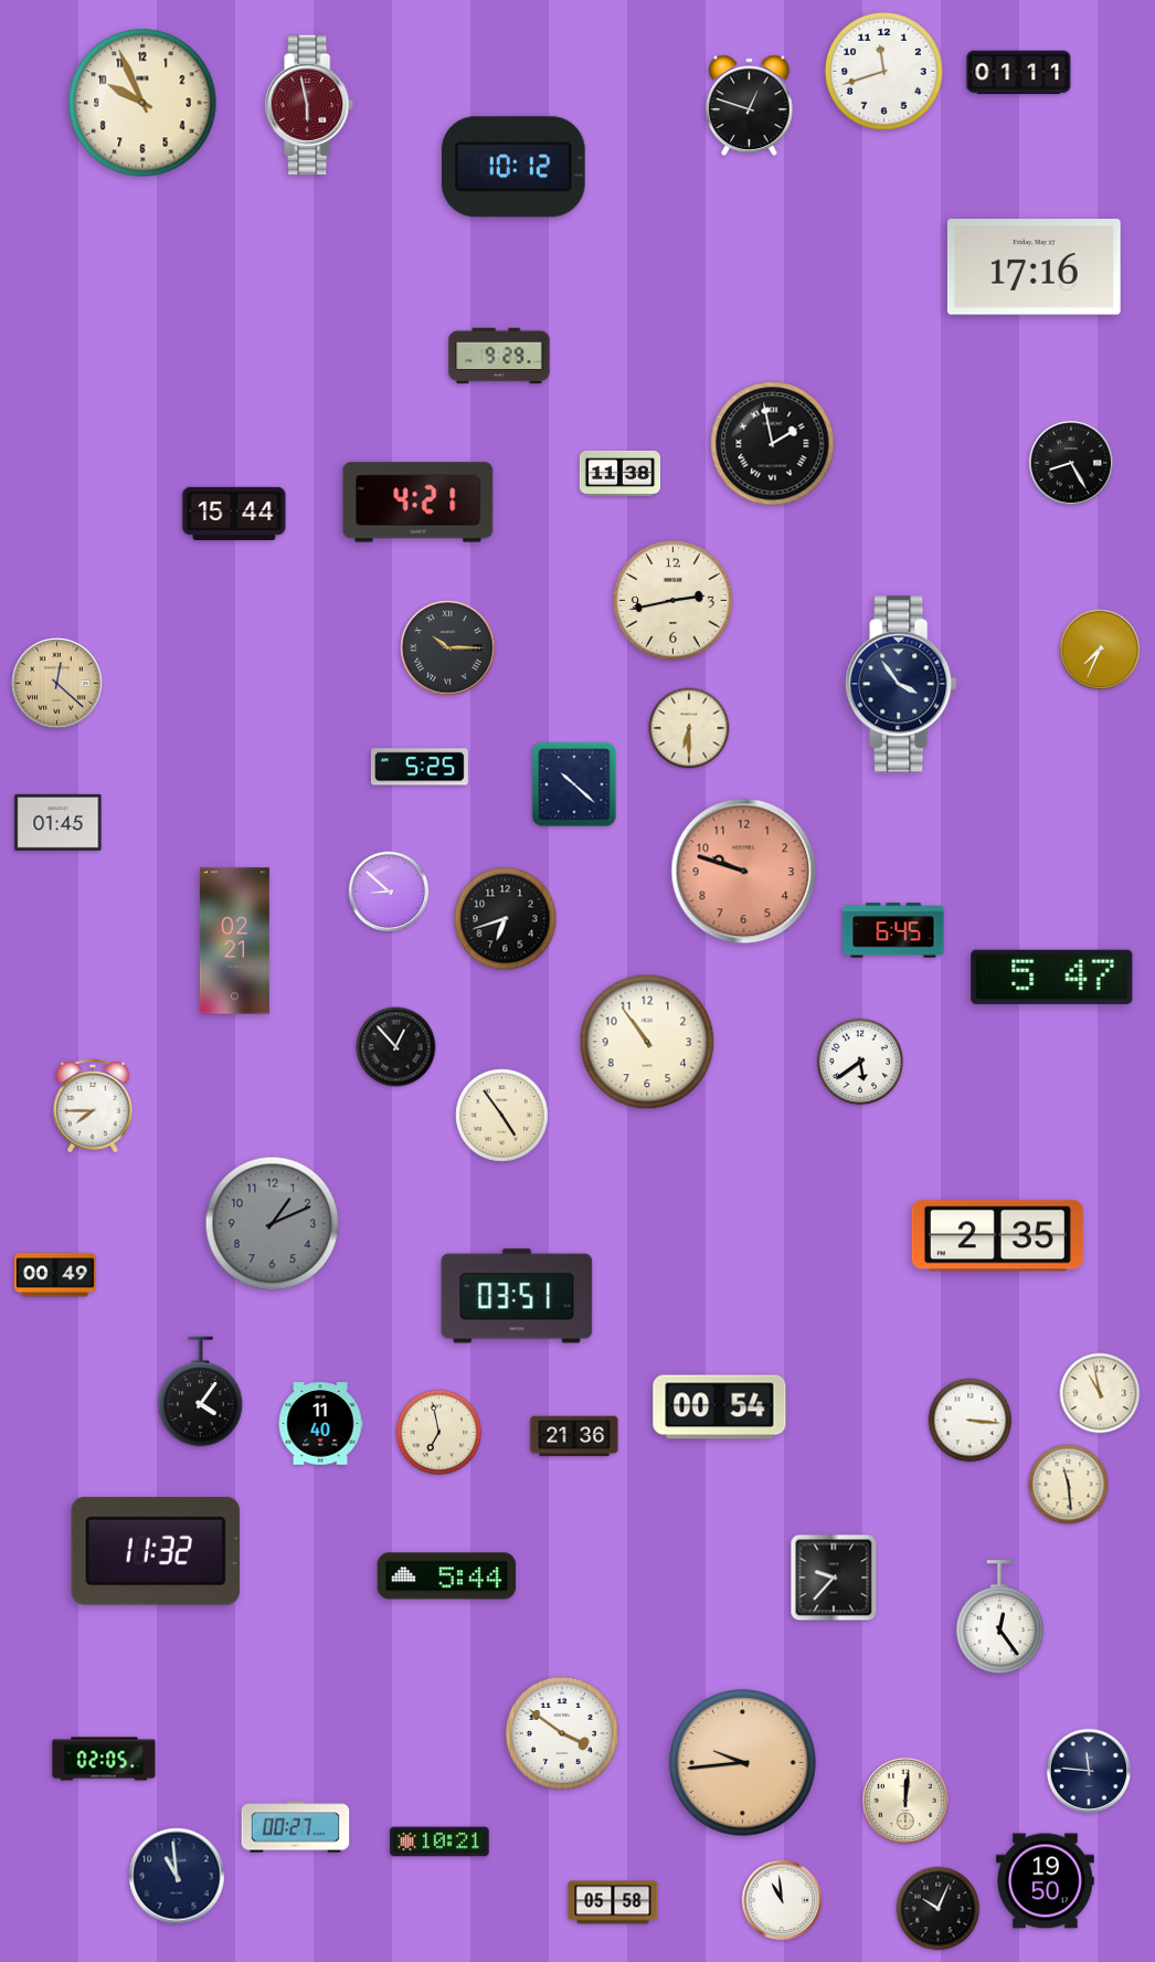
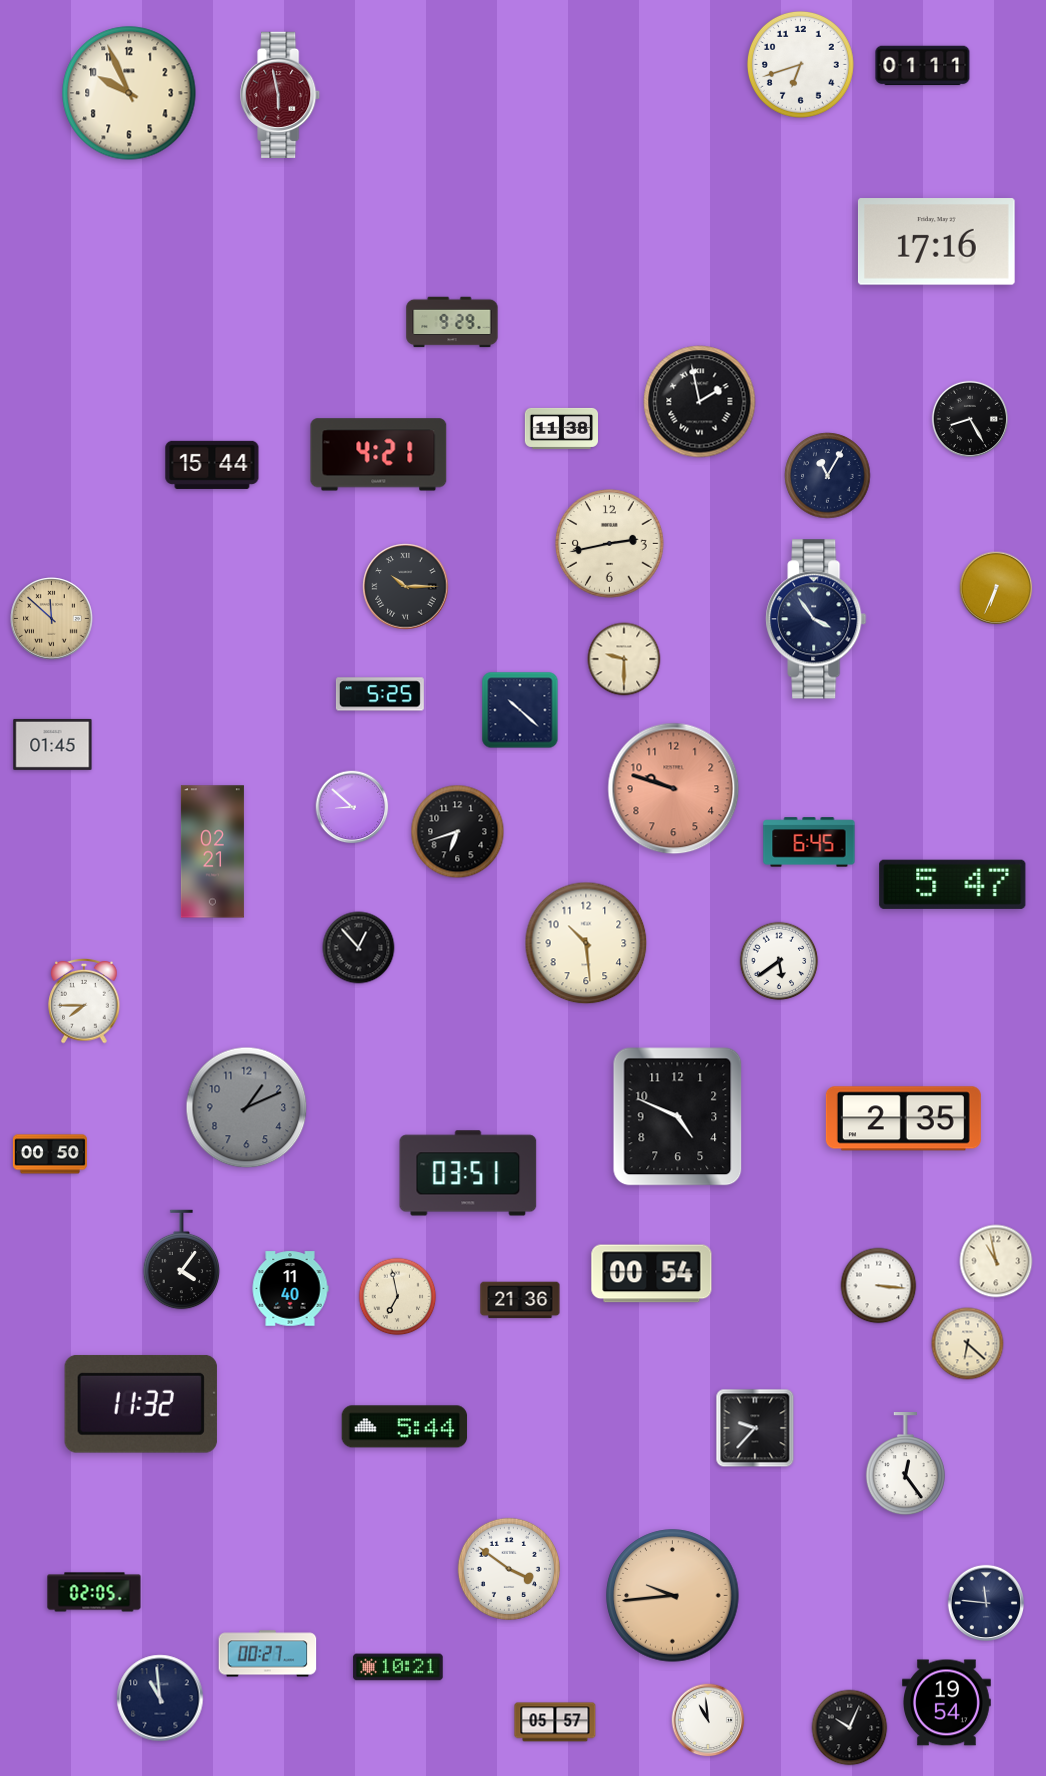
clock at (883, 71): 11:42 -> 6:42
clock at (750, 106): 12:48 -> none
clock at (513, 167): 10:12 -> none
clock at (828, 476): none -> 11:05
clock at (1100, 650): 7:34 -> 6:34
clock at (57, 684): 12:22 -> 11:52
clock at (689, 728): 6:30 -> 9:30
clock at (647, 1042): 10:54 -> 10:29
clock at (502, 1116): 4:54 -> none
clock at (678, 1117): none -> 4:49
clock at (55, 1275): 00:49 -> 00:50
clock at (1069, 1485): 11:29 -> 6:22
clock at (905, 1801): 12:01 -> none
clock at (1046, 1881): 19:50 -> 19:54
clock at (613, 1902): 05:58 -> 05:57
